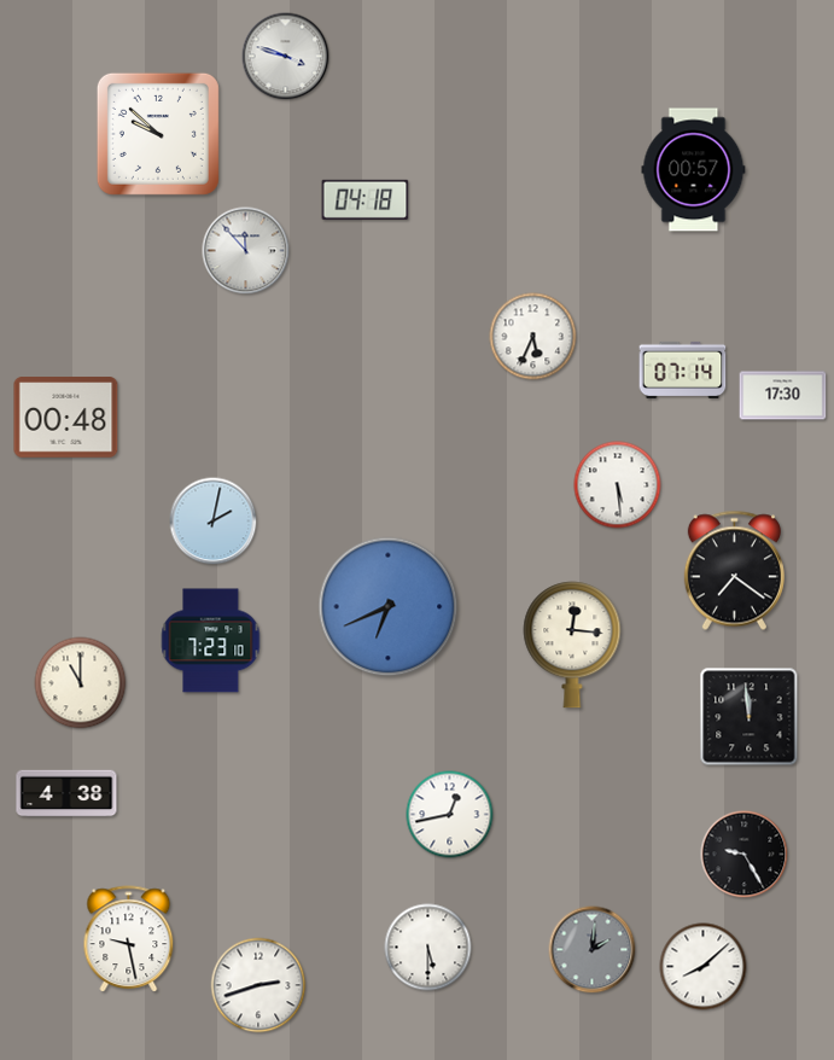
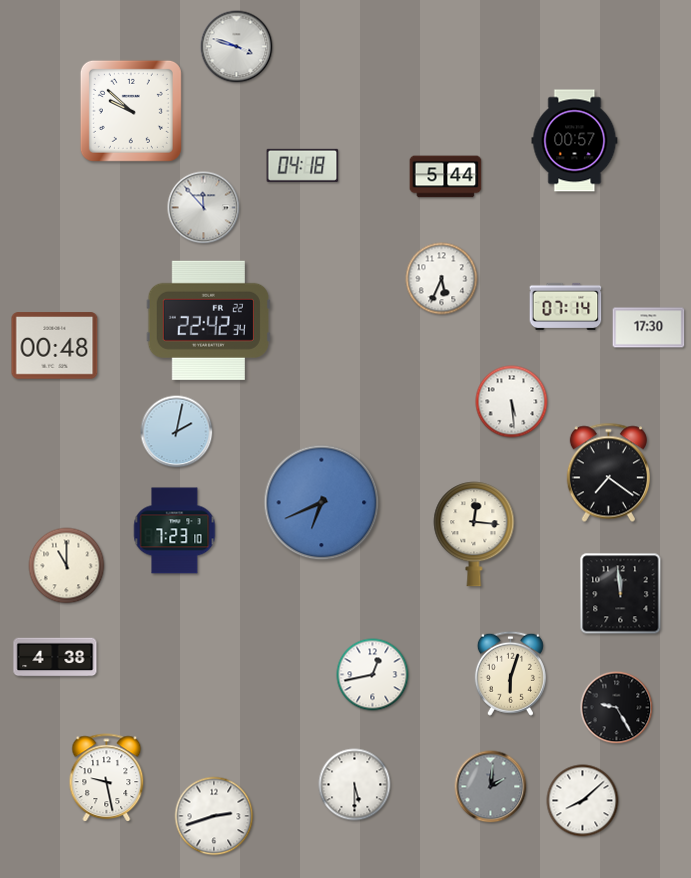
clock at (446, 177): none -> 5:44
clock at (208, 320): none -> 22:42
clock at (510, 673): none -> 6:03
